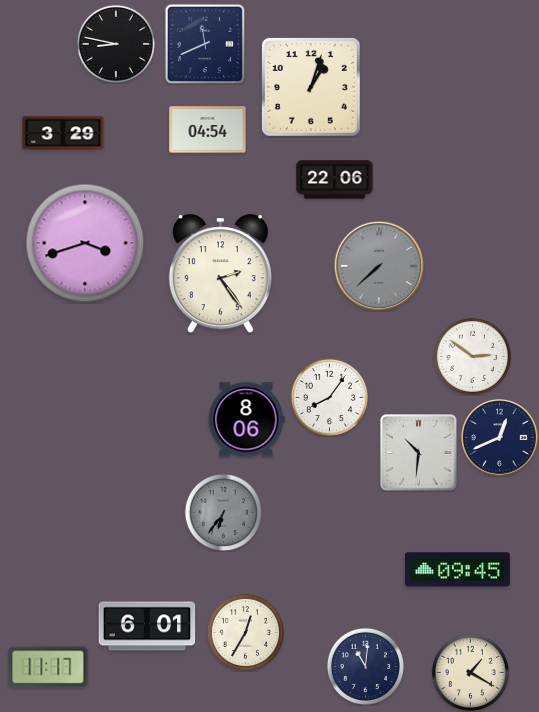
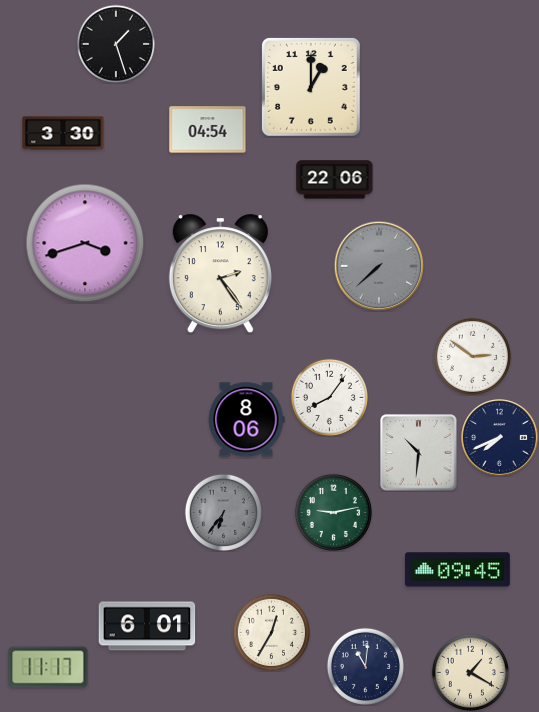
clock at (116, 44): 8:47 -> 1:27
clock at (205, 44): 11:41 -> none
clock at (311, 87): 1:03 -> 1:00
clock at (63, 133): 3:29 -> 3:30
clock at (500, 438): 12:41 -> 7:41
clock at (333, 512): none -> 9:13
clock at (245, 632) position: (245, 632) -> (271, 632)
